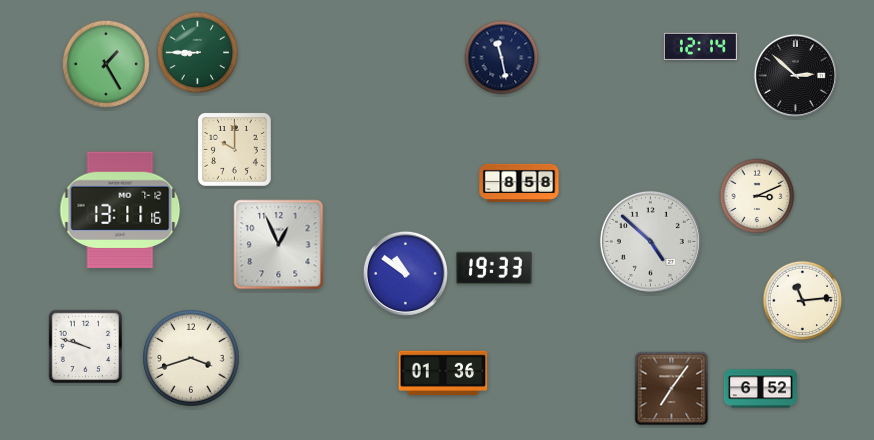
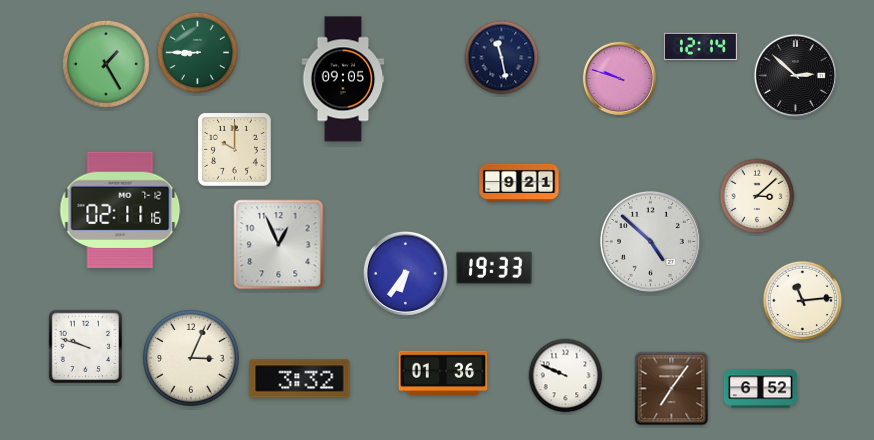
clock at (619, 78): none -> 9:48
clock at (343, 79): none -> 09:05
clock at (519, 183): 8:58 -> 9:21
clock at (757, 196): 3:11 -> 3:08
clock at (120, 210): 13:11 -> 02:11
clock at (405, 273): 10:51 -> 6:36
clock at (191, 358): 3:42 -> 3:04
clock at (566, 376): none -> 9:49
clock at (300, 379): none -> 3:32
